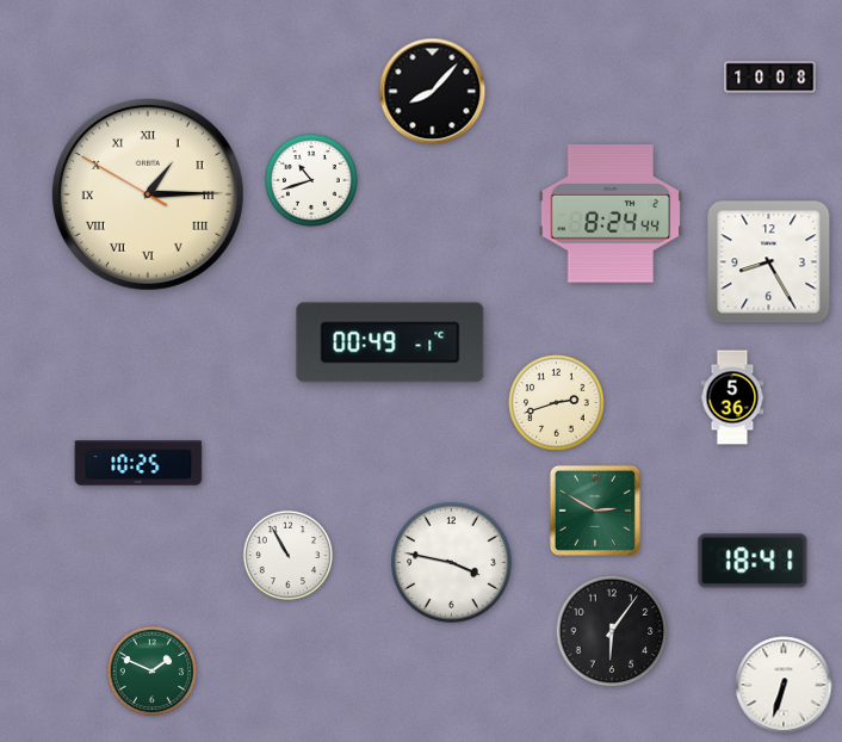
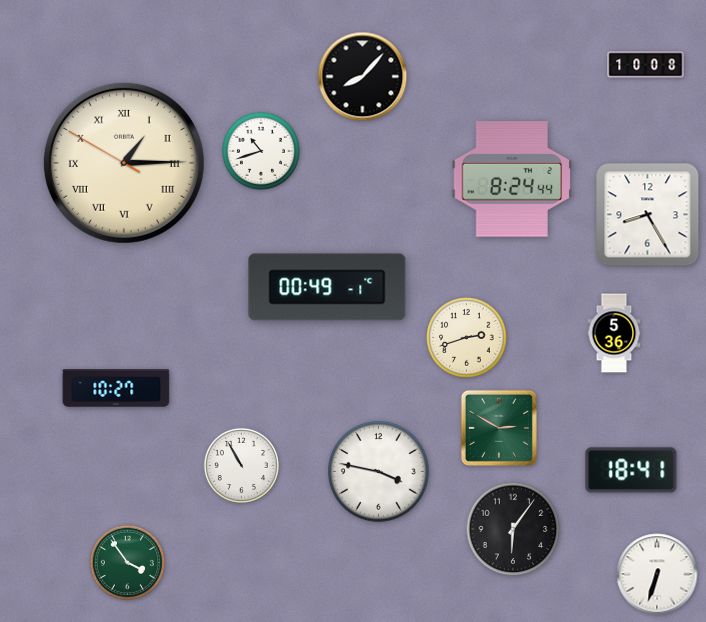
clock at (769, 262) position: (769, 262) -> (648, 215)
clock at (138, 463): 10:25 -> 10:27
clock at (151, 670): 1:49 -> 3:54
